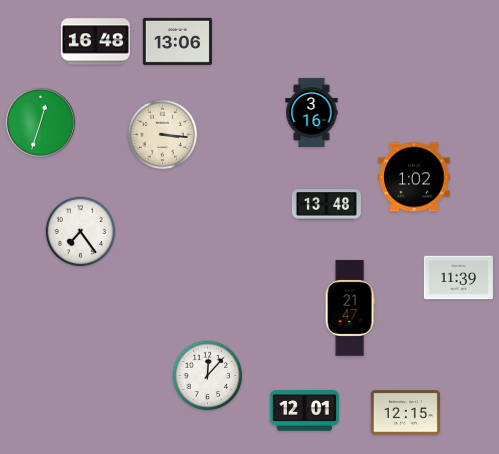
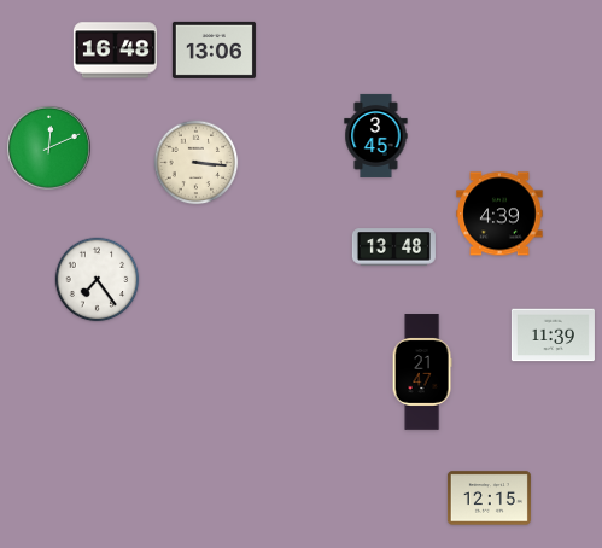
clock at (312, 112): 3:16 -> 3:45
clock at (41, 123): 12:33 -> 12:11
clock at (414, 177): 1:02 -> 4:39
clock at (208, 376): 12:07 -> none
clock at (304, 411): 12:01 -> none
